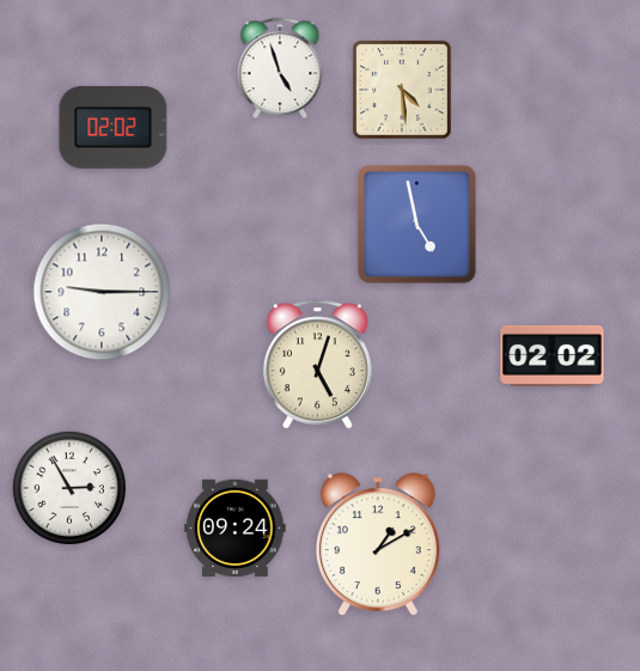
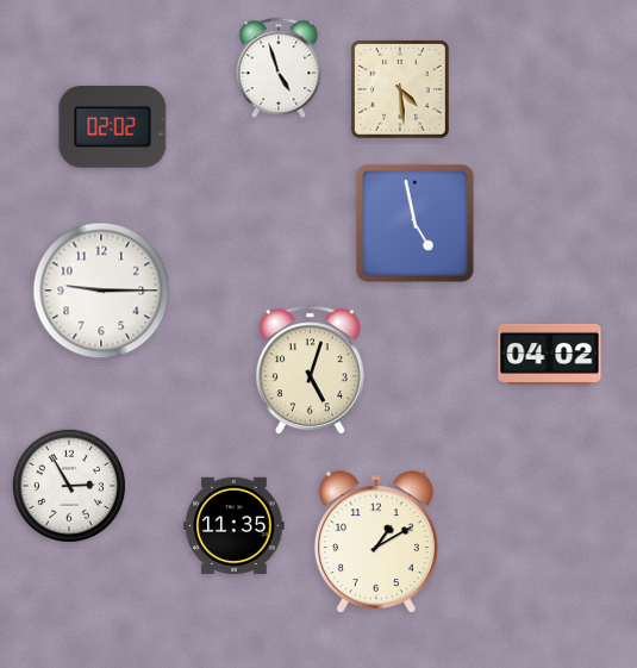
clock at (553, 355): 02:02 -> 04:02
clock at (317, 365) position: (317, 365) -> (310, 370)
clock at (236, 529): 09:24 -> 11:35
